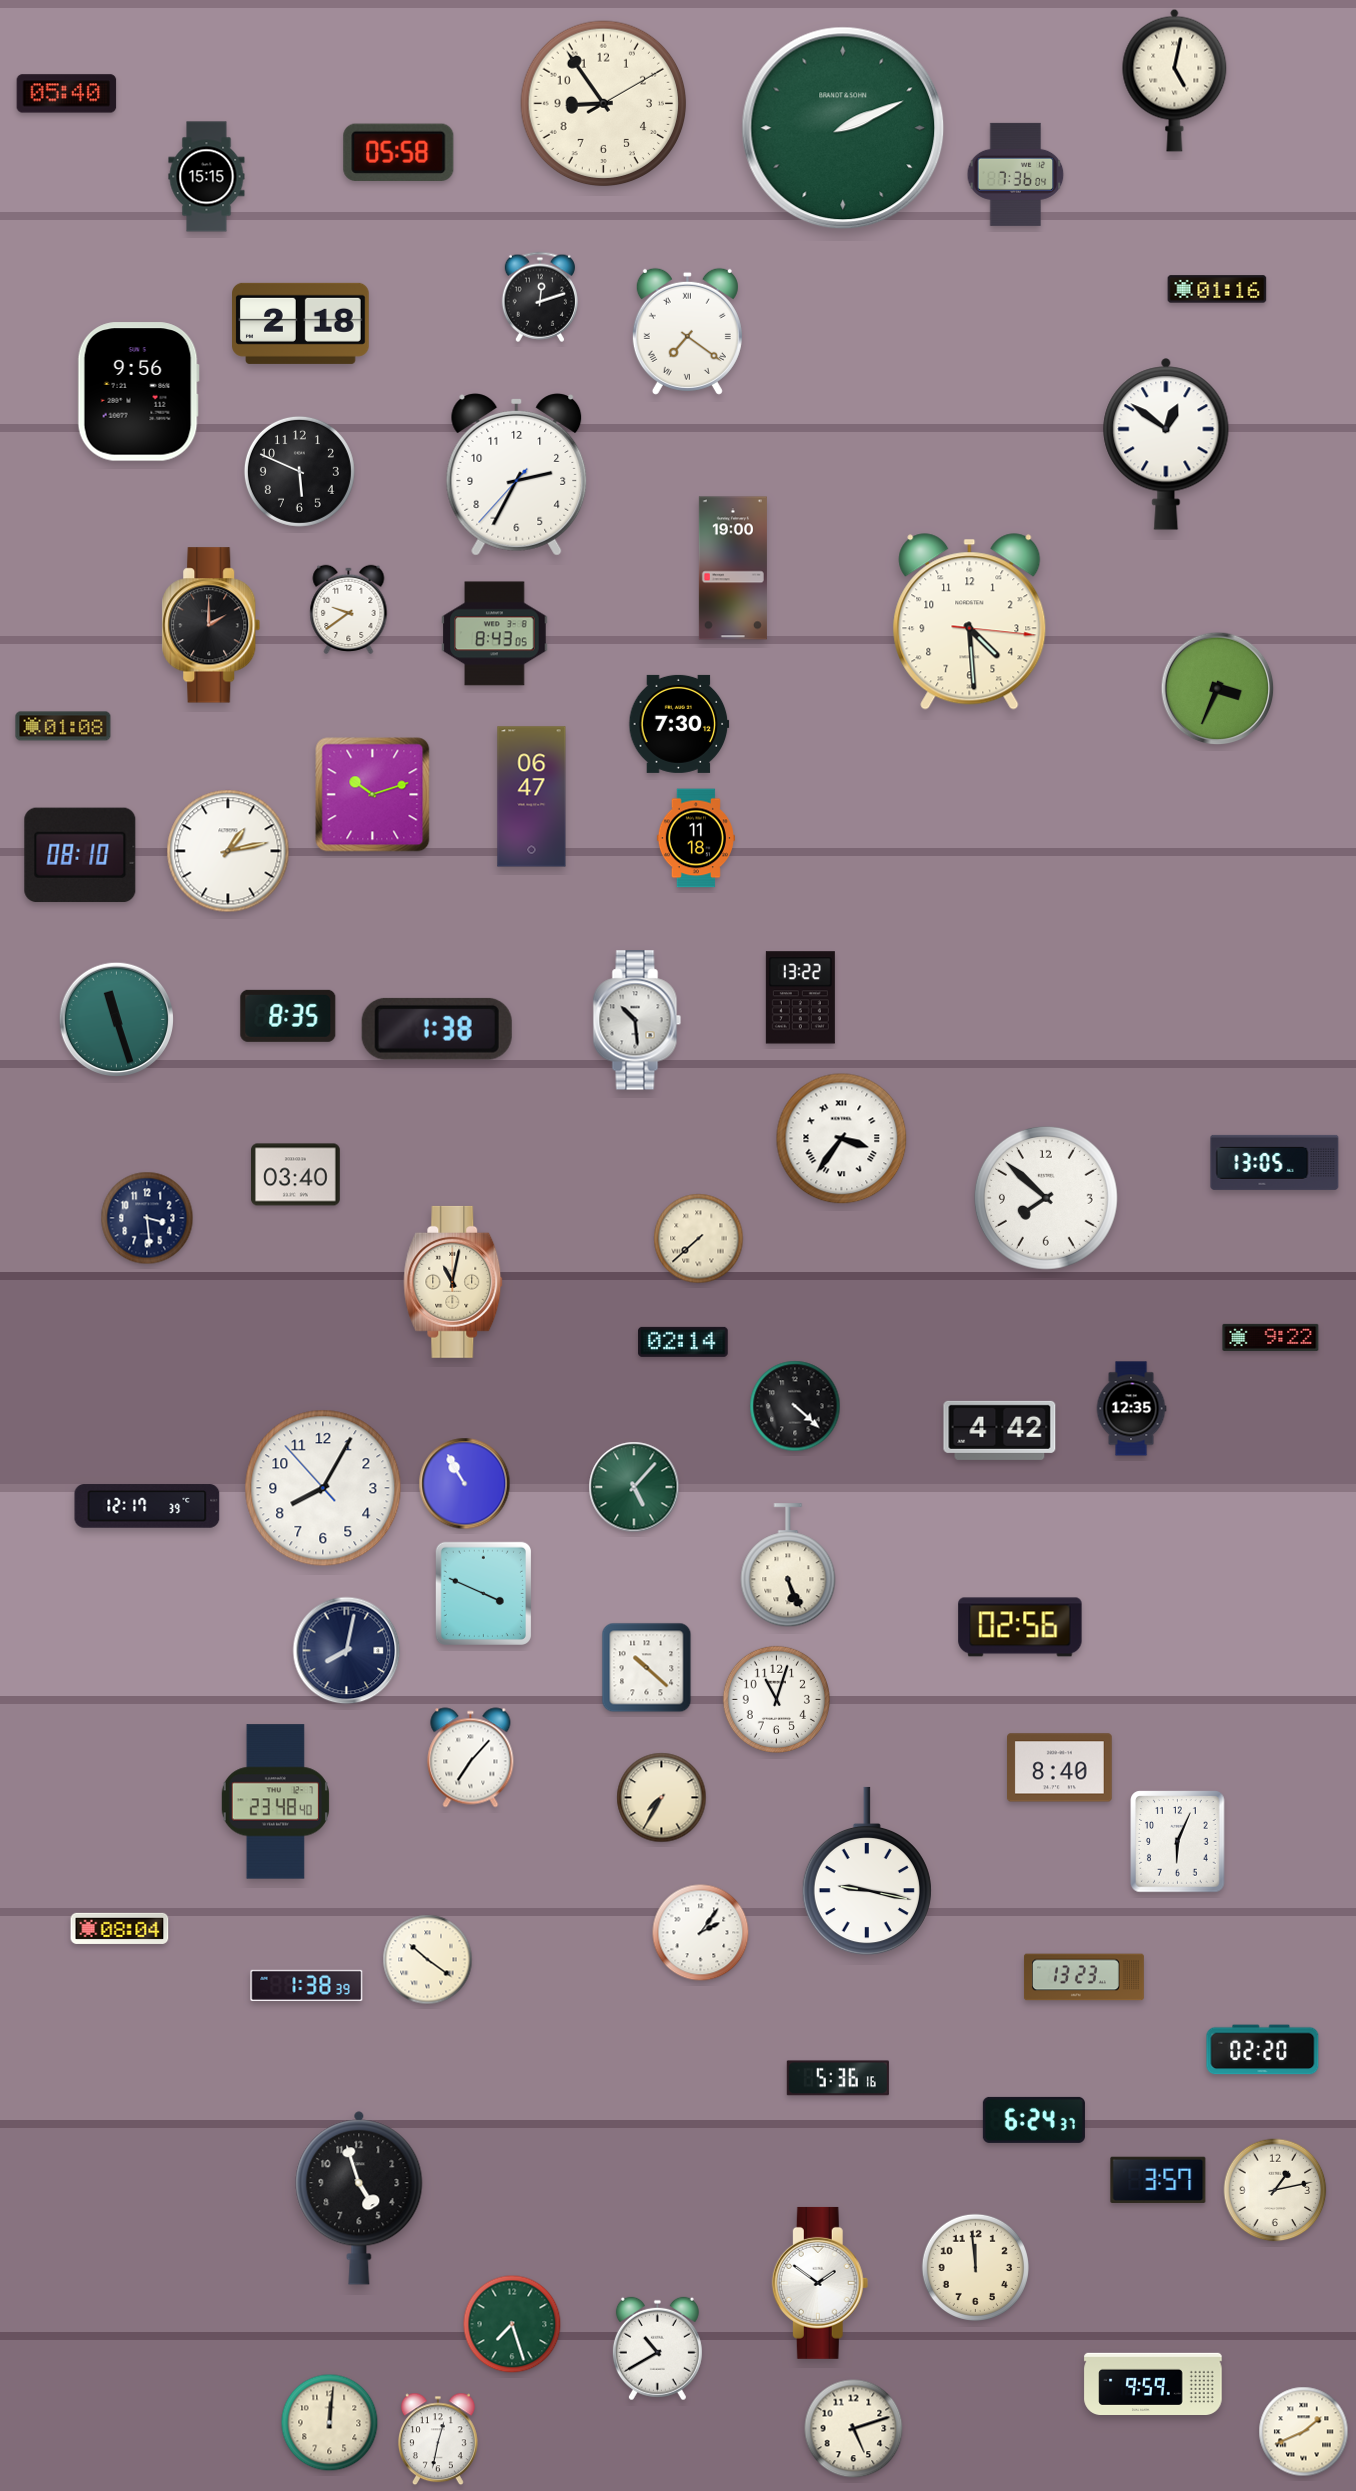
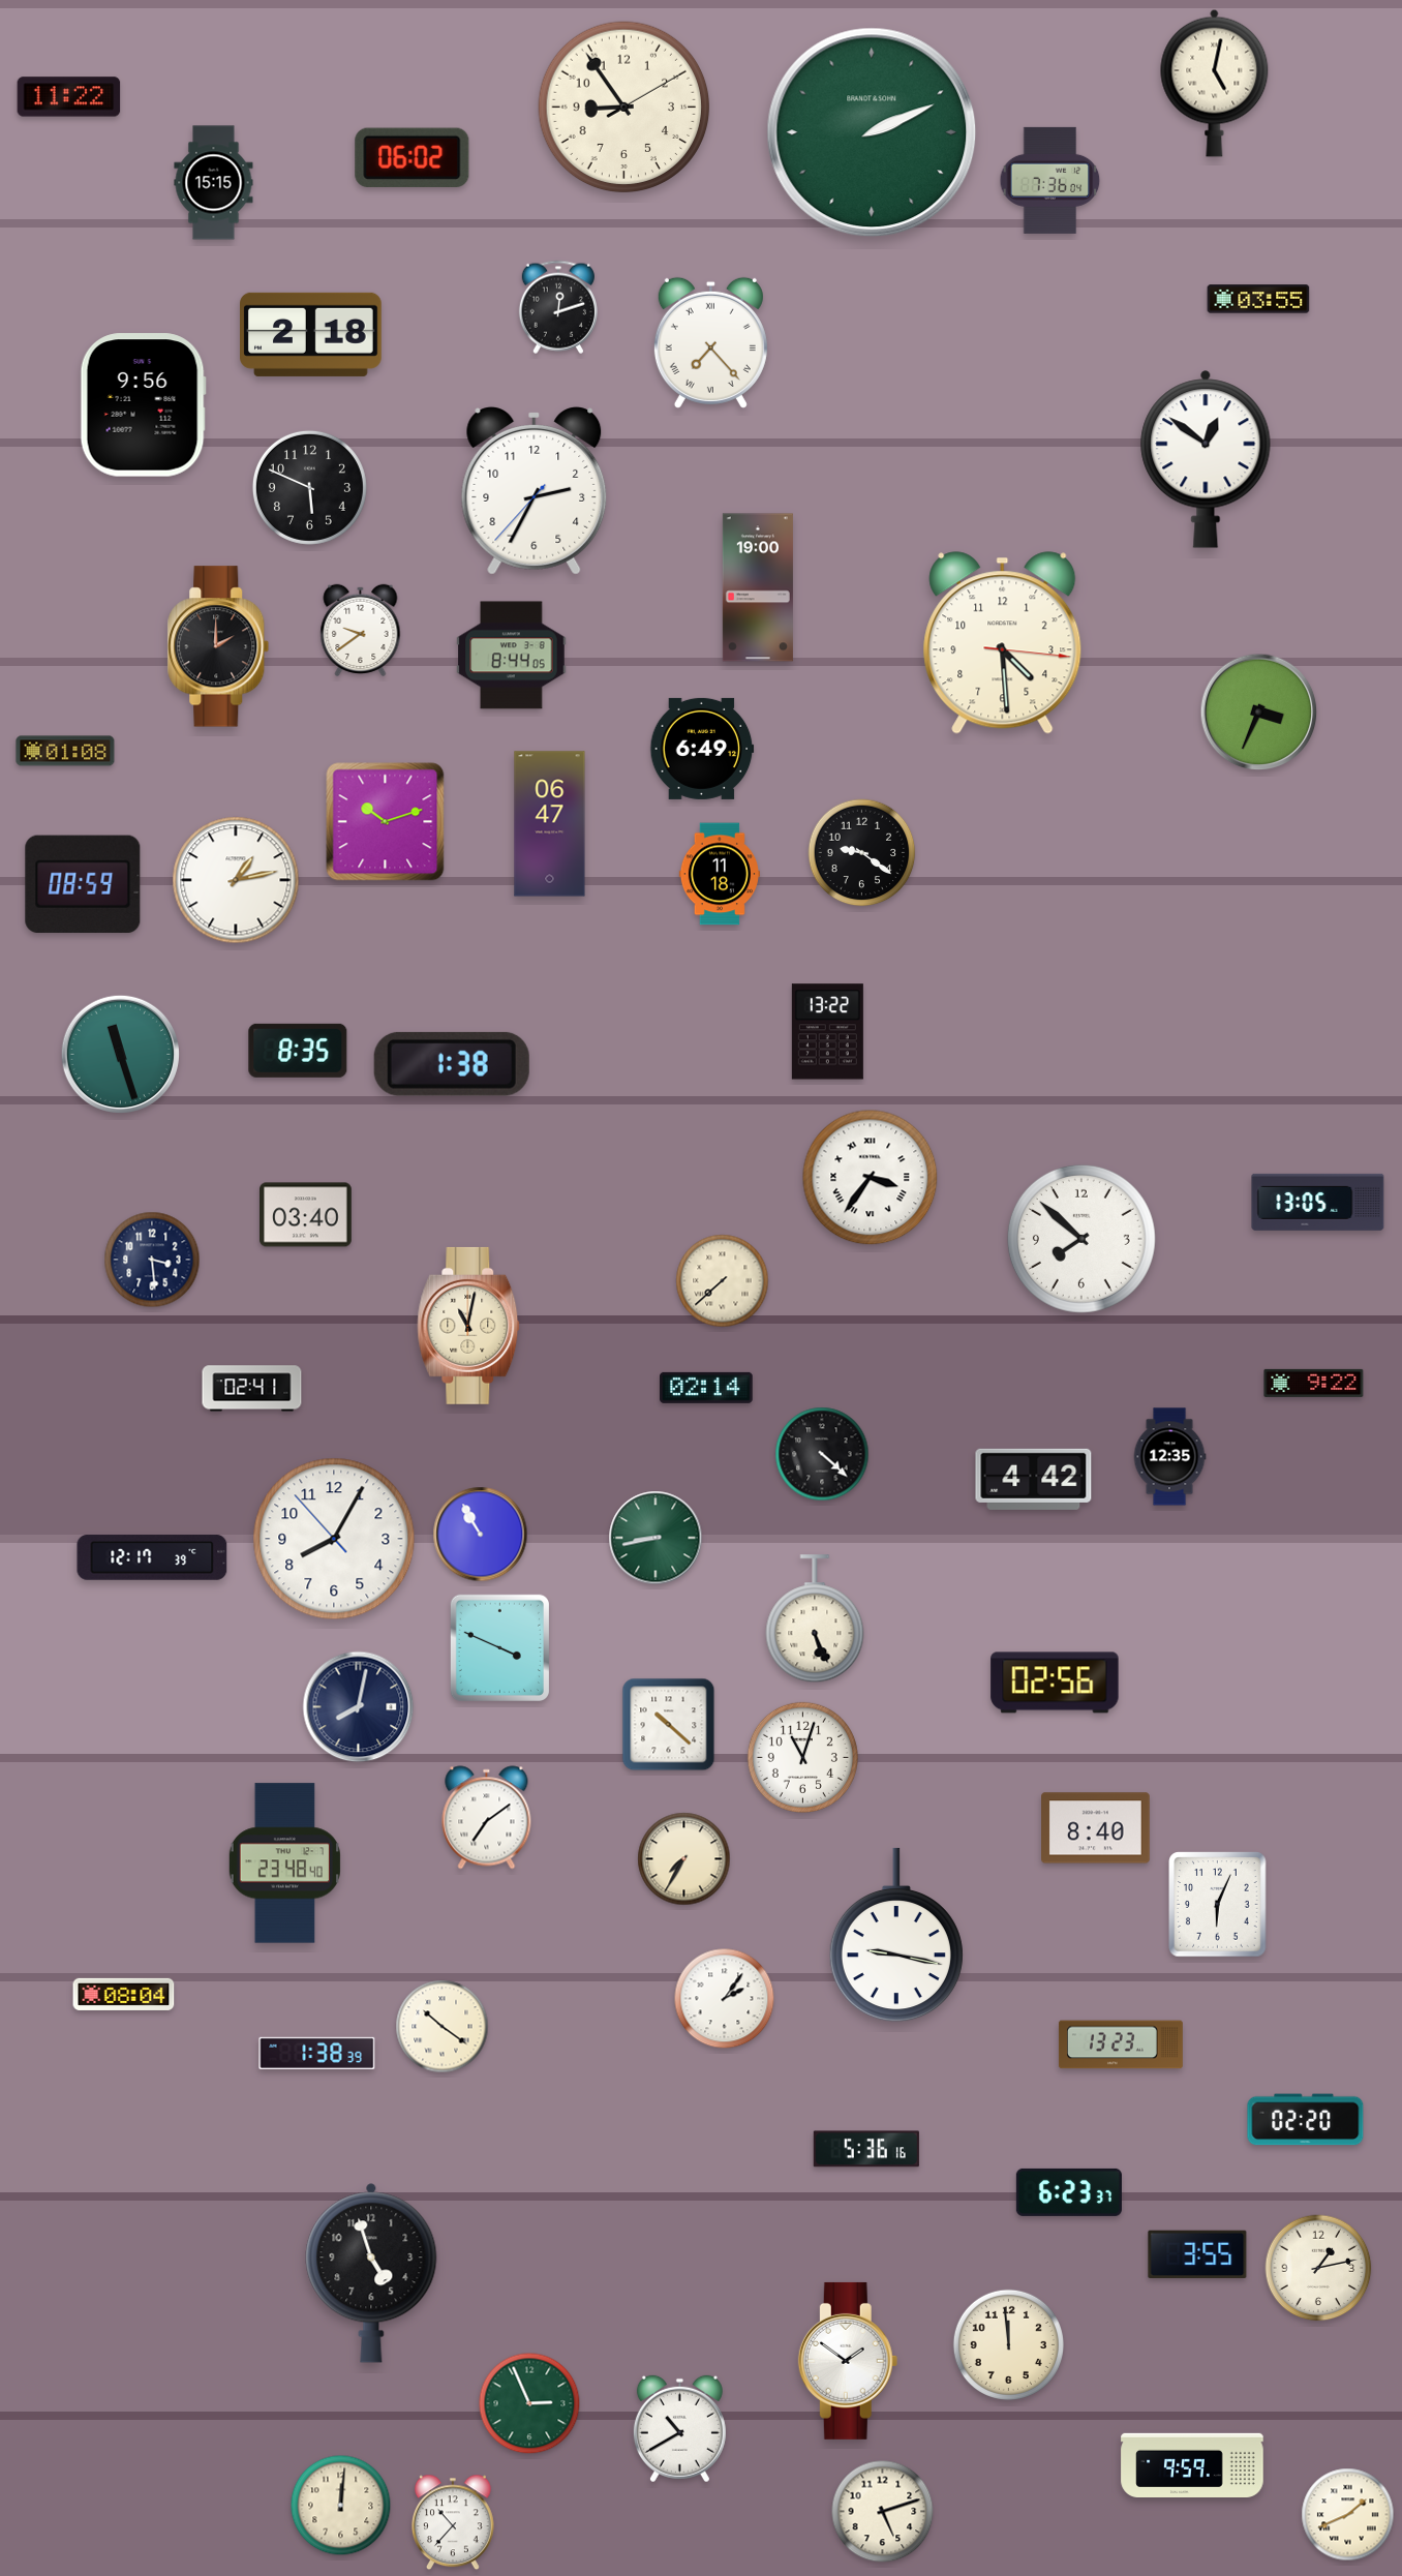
clock at (67, 94): 05:40 -> 11:22
clock at (399, 152): 05:58 -> 06:02
clock at (1217, 289): 01:16 -> 03:55
clock at (687, 331): 7:21 -> 7:23
clock at (495, 634): 8:43 -> 8:44
clock at (679, 724): 7:30 -> 6:49
clock at (862, 853): none -> 9:21
clock at (696, 838) position: (696, 838) -> (720, 874)
clock at (80, 855): 08:10 -> 08:59
clock at (637, 1020): 10:29 -> none
clock at (252, 1389): none -> 02:41
clock at (634, 1487): 5:07 -> 8:43
clock at (471, 1758): 7:07 -> 7:09
clock at (1034, 2120): 6:24 -> 6:23
clock at (1158, 2179): 3:57 -> 3:55
clock at (1275, 2190) position: (1275, 2190) -> (1318, 2268)
clock at (512, 2324): 7:27 -> 2:56
clock at (438, 2439): 12:32 -> 10:37
